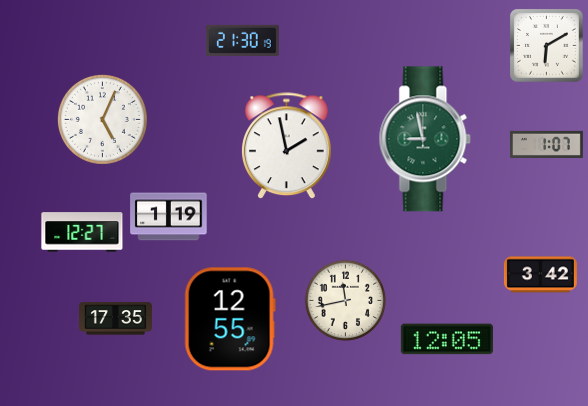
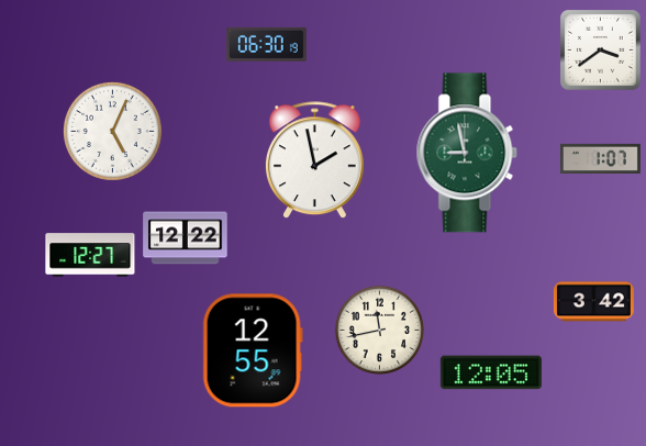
clock at (242, 40): 21:30 -> 06:30
clock at (547, 46): 6:10 -> 3:39
clock at (169, 217): 1:19 -> 12:22
clock at (115, 319): 17:35 -> none
